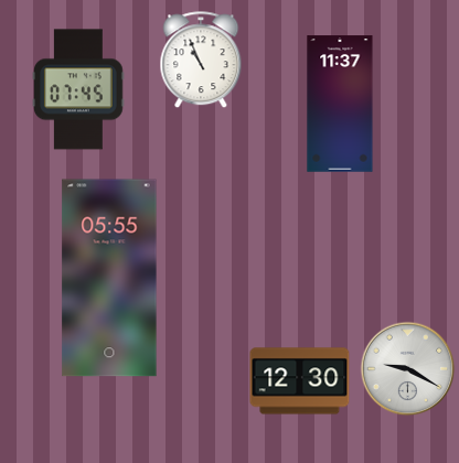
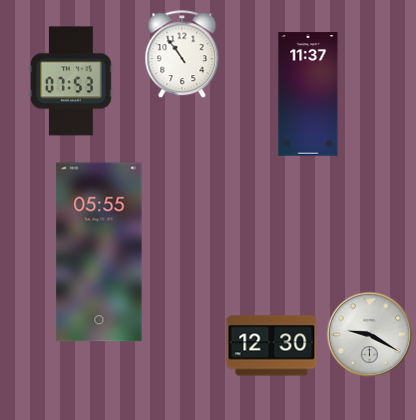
clock at (201, 61): 10:56 -> 10:54
clock at (79, 89): 07:45 -> 07:53
